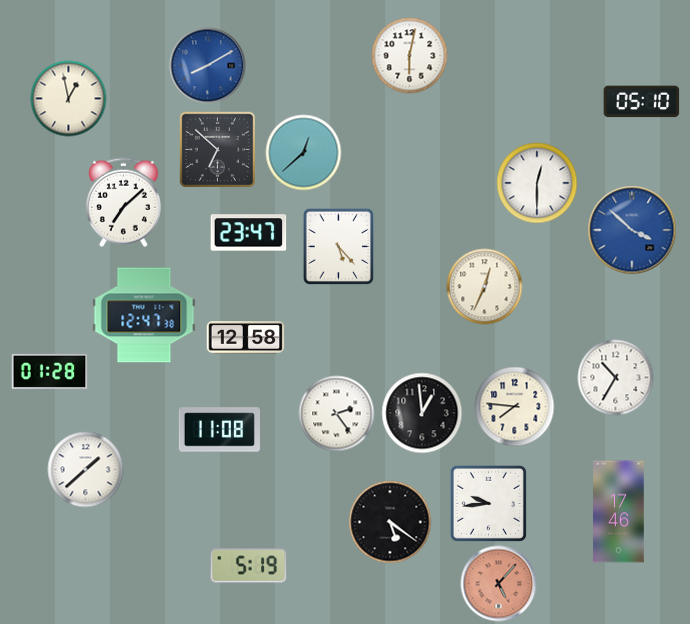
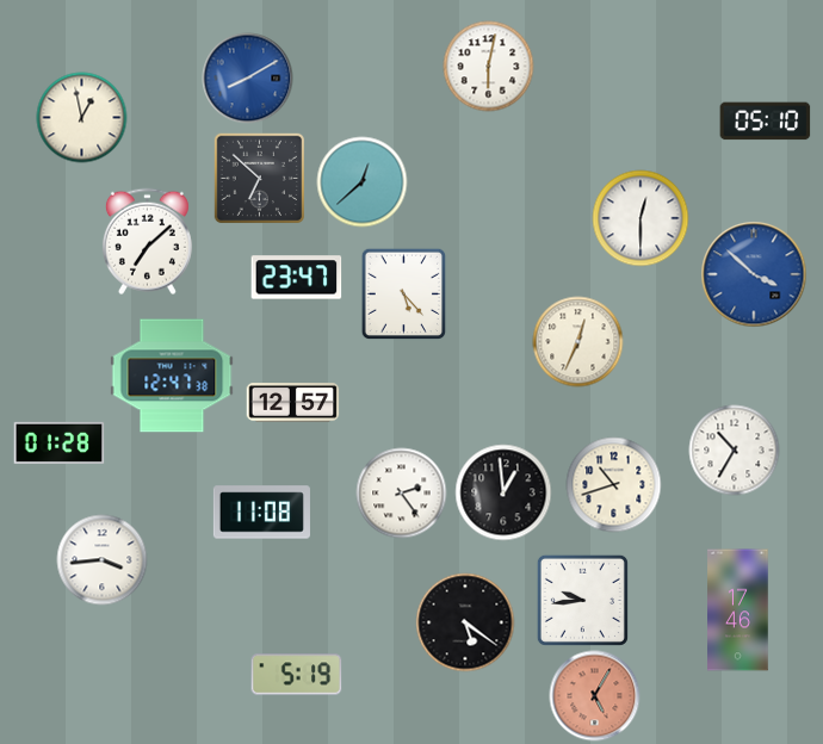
clock at (246, 338): 12:58 -> 12:57
clock at (515, 407): 7:46 -> 10:42
clock at (86, 470): 1:38 -> 3:44
clock at (499, 584): 5:07 -> 5:05
